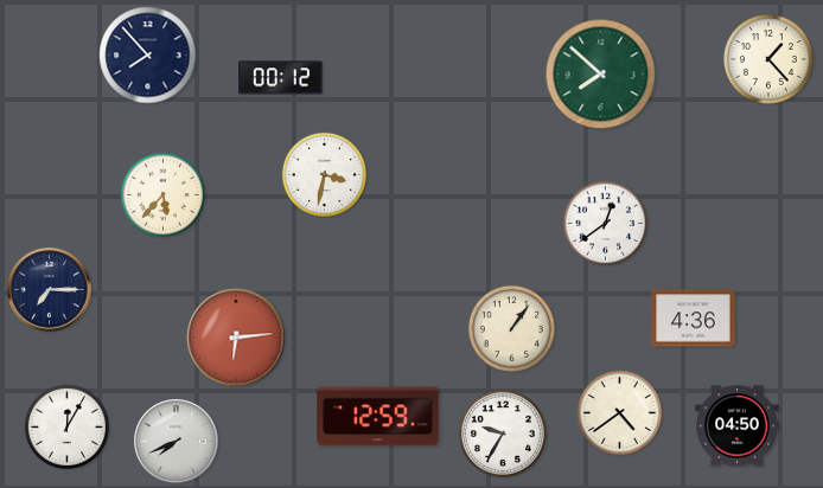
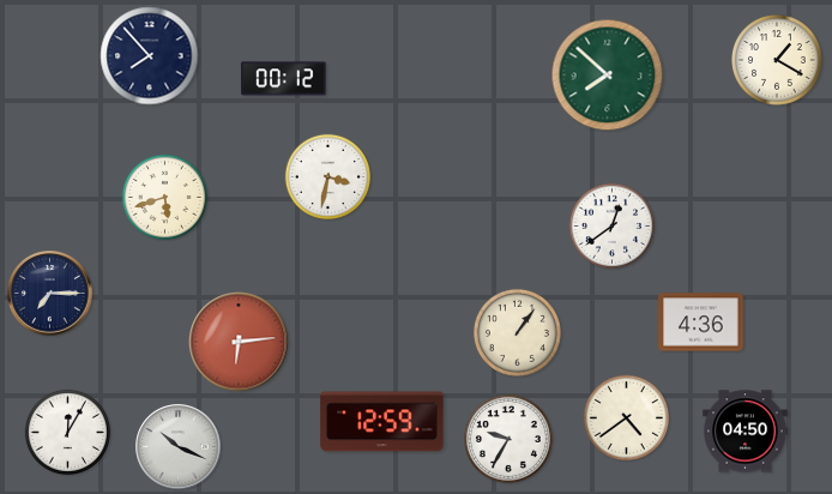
clock at (768, 59): 1:23 -> 1:20
clock at (162, 194): 5:37 -> 5:42
clock at (177, 442): 7:41 -> 10:19
